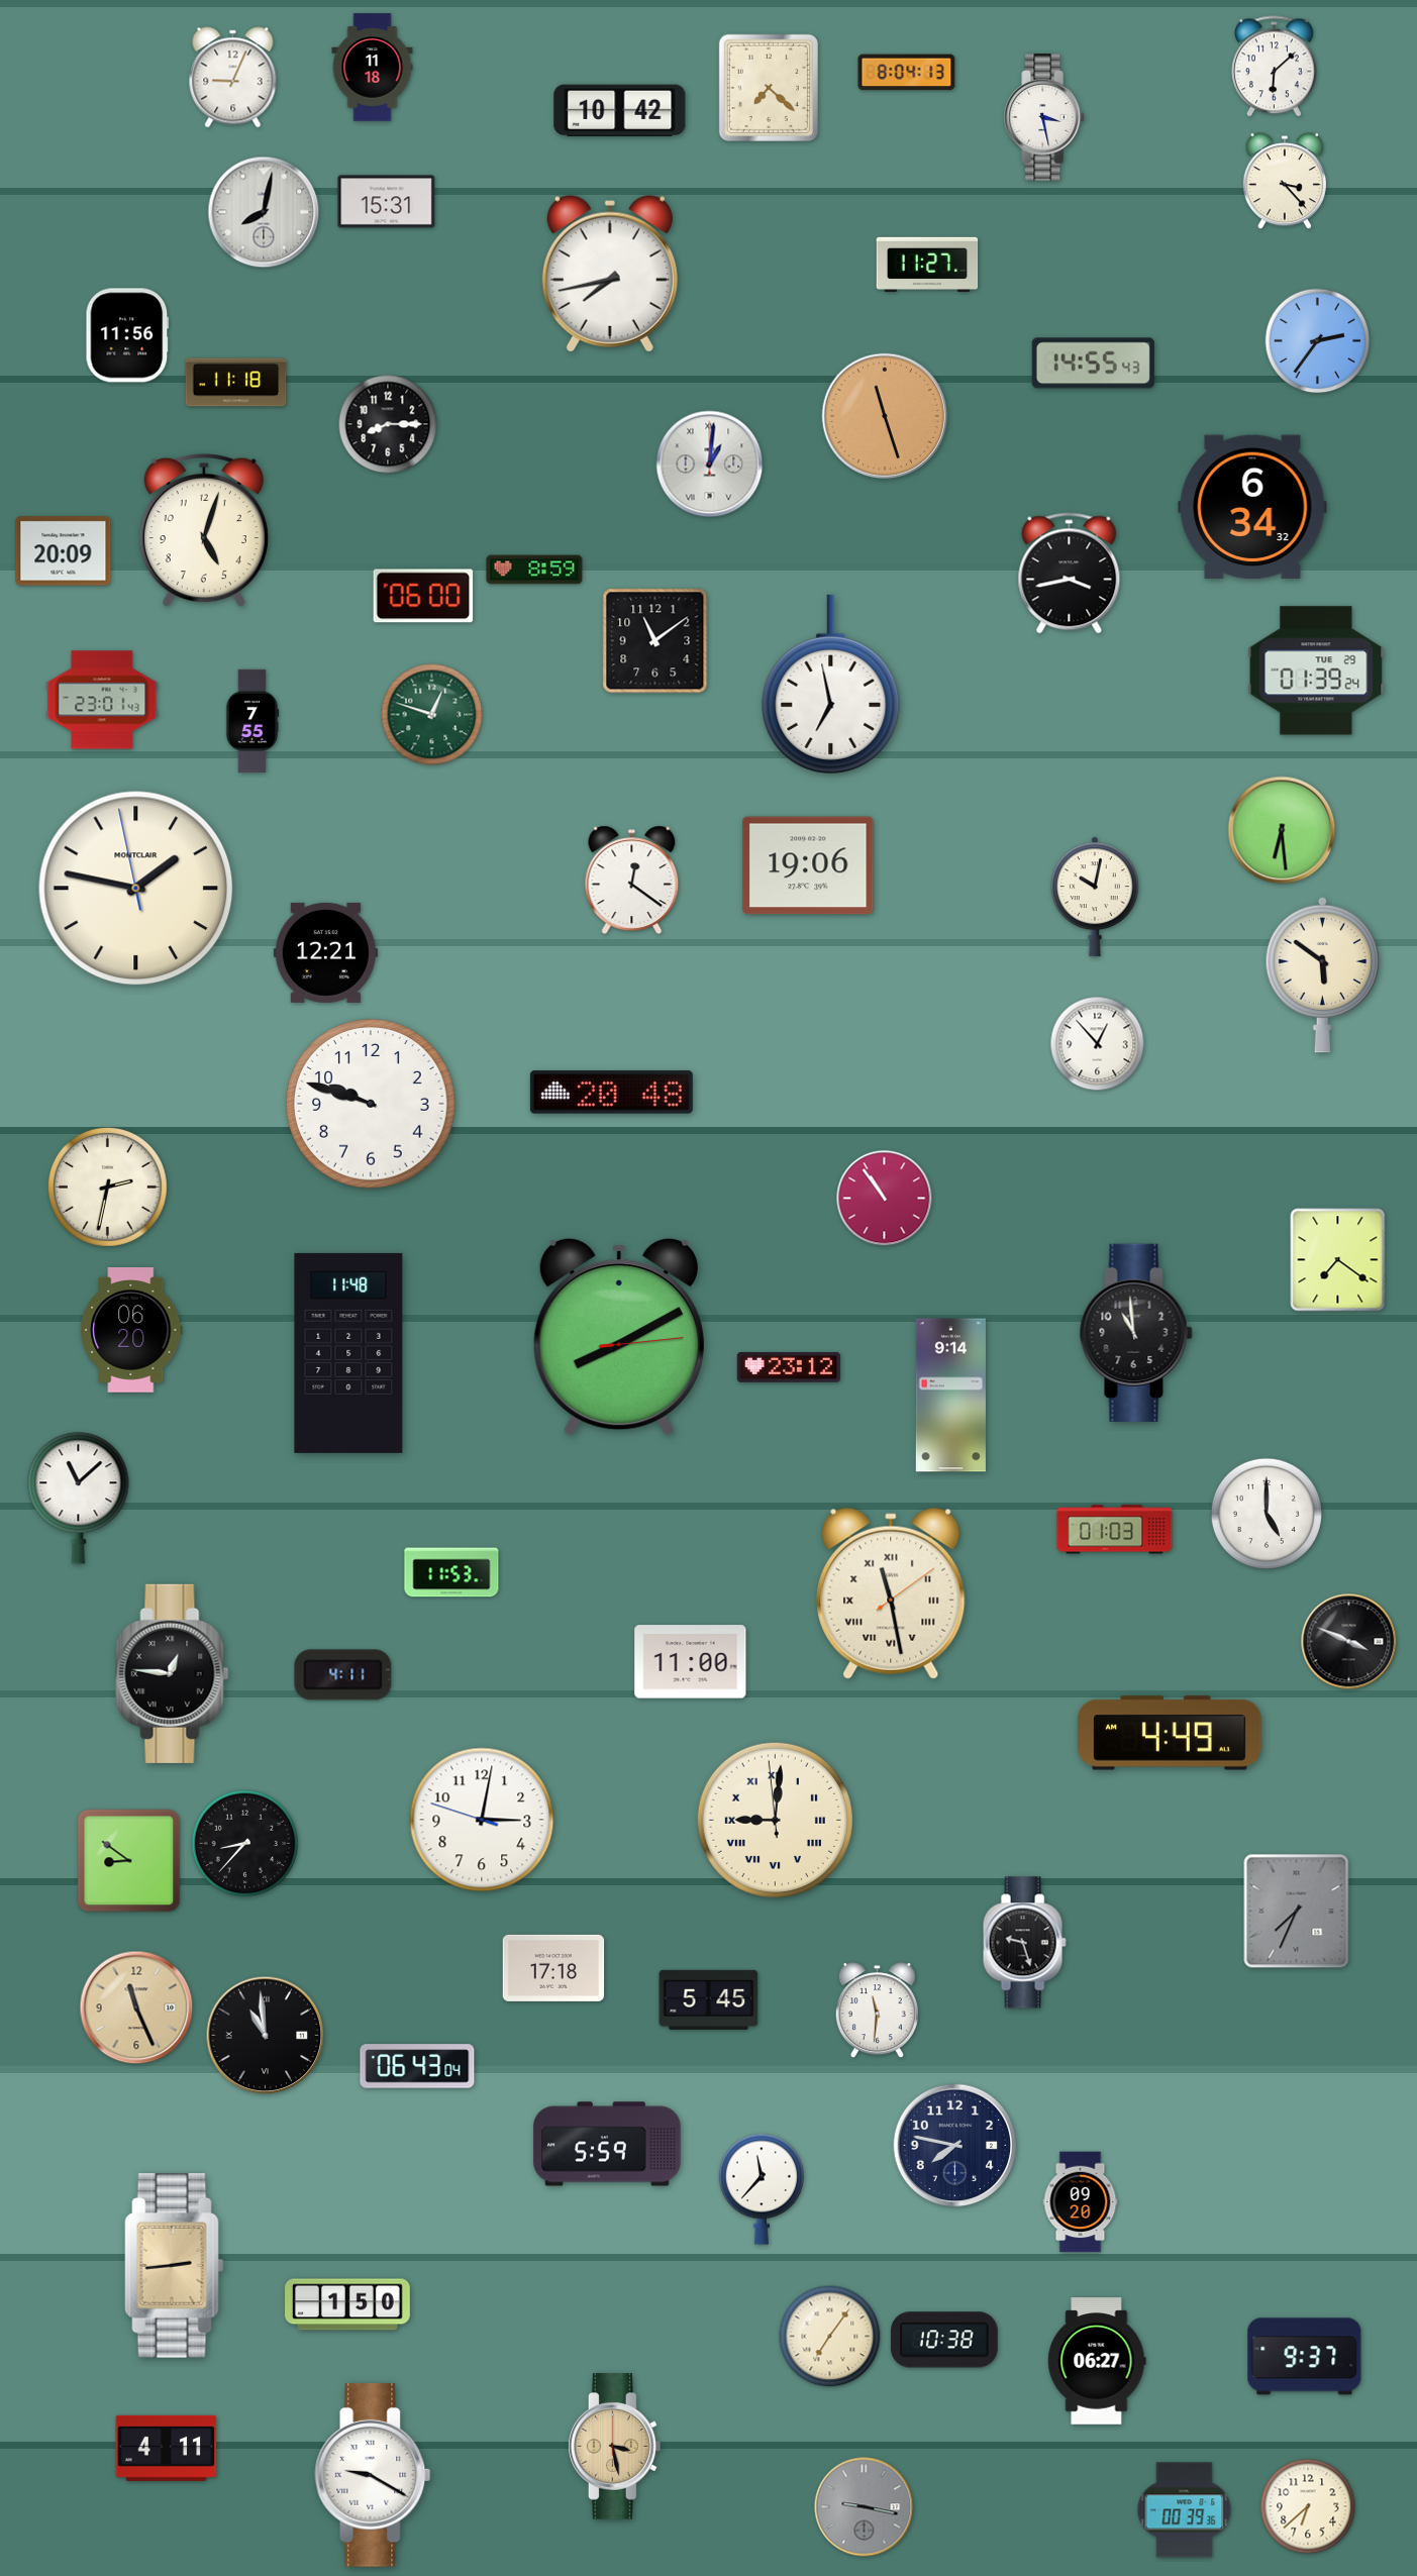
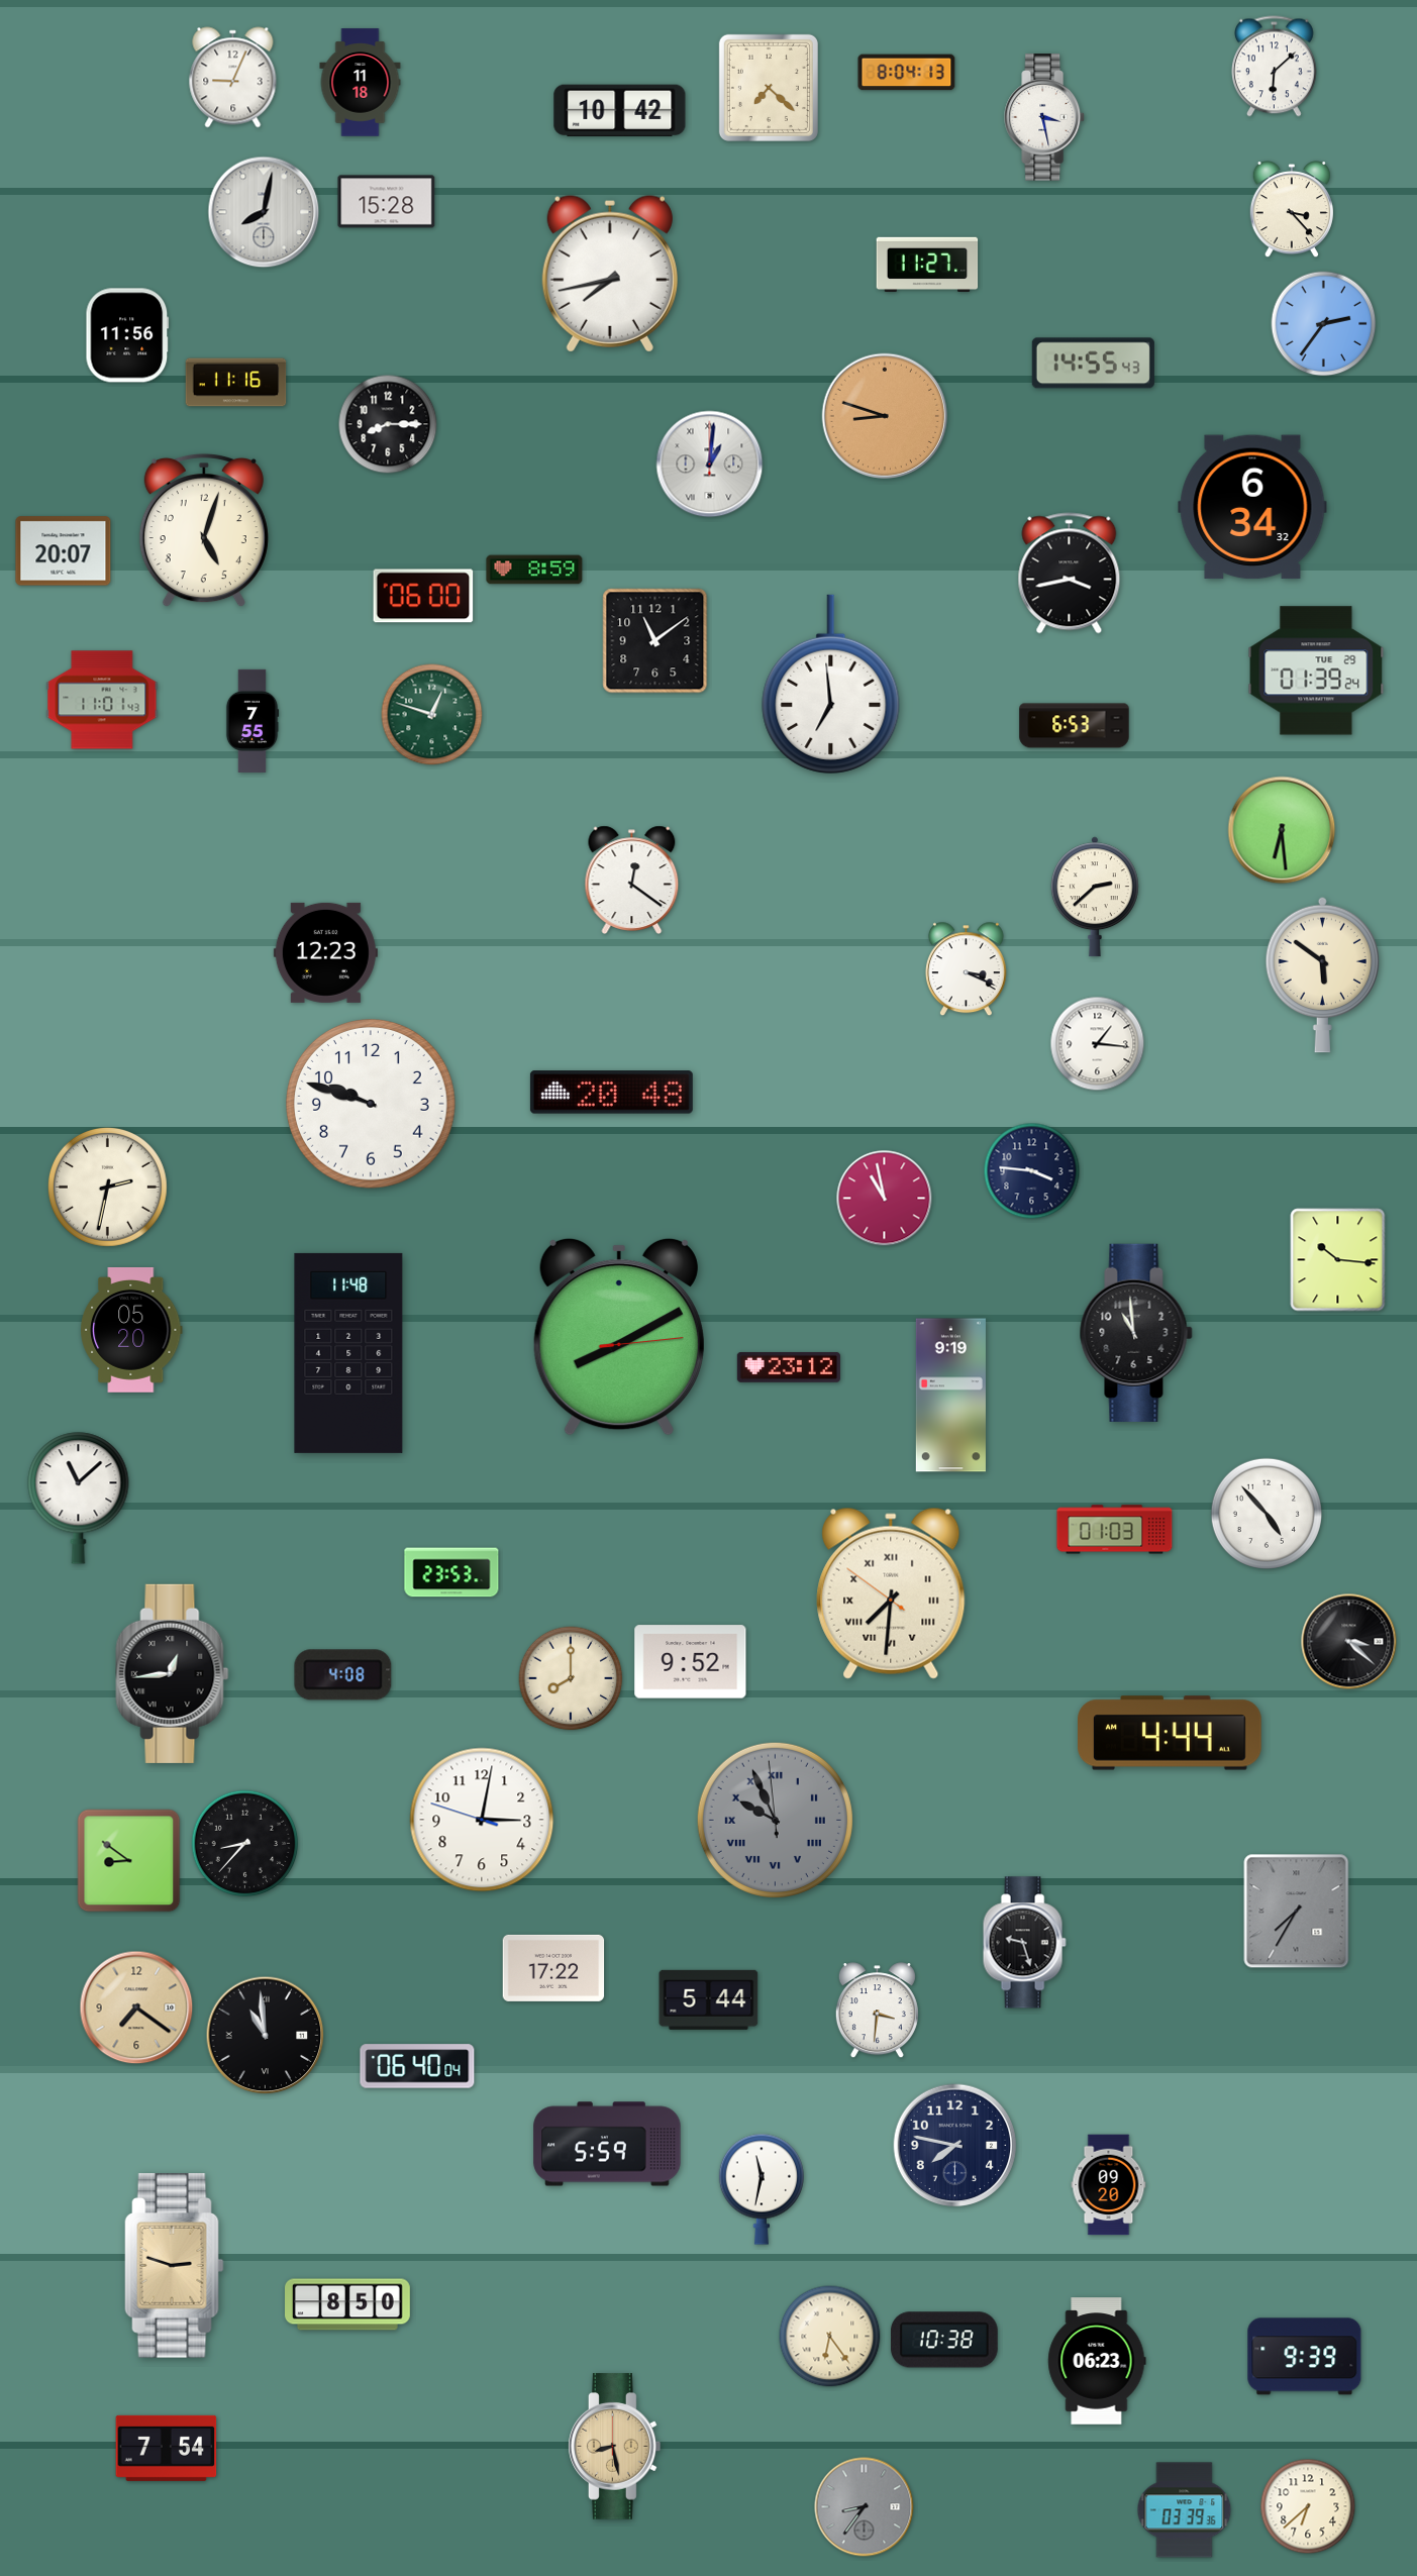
clock at (373, 68) position: (373, 68) -> (361, 83)
clock at (1285, 182) position: (1285, 182) -> (1292, 210)
clock at (387, 202): 15:31 -> 15:28
clock at (1318, 341) position: (1318, 341) -> (1324, 324)
clock at (236, 383): 11:18 -> 11:16
clock at (885, 416): 11:27 -> 8:48
clock at (64, 551): 20:09 -> 20:07
clock at (831, 684): 6:58 -> 6:59
clock at (102, 700): 23:01 -> 11:01
clock at (1075, 726): none -> 6:53
clock at (808, 865): 19:06 -> none
clock at (136, 889): 1:46 -> none
clock at (1095, 897): 10:02 -> 2:38
clock at (325, 952): 12:21 -> 12:23
clock at (966, 969): none -> 3:19
clock at (1098, 1044): 12:53 -> 1:16
clock at (1032, 1171): none -> 3:46
clock at (885, 1199): 10:54 -> 10:58
clock at (1338, 1260): 7:21 -> 10:16
clock at (132, 1330): 06:20 -> 05:20
clock at (950, 1396): 9:14 -> 9:19
clock at (1267, 1514): 5:00 -> 4:53
clock at (451, 1572): 11:53 -> 23:53
clock at (891, 1593): 11:28 -> 7:30
clock at (1349, 1642): 3:49 -> 3:22
clock at (691, 1662): 11:00 -> 9:52
clock at (173, 1673): 12:46 -> 12:44
clock at (343, 1675): 4:11 -> 4:08
clock at (571, 1678): none -> 8:00
clock at (1171, 1733): 4:49 -> 4:44
clock at (775, 1820): 9:00 -> 9:55
clock at (775, 1820) dial: cream -> grey
clock at (1297, 1912): 7:34 -> 7:35
clock at (553, 1968): 17:18 -> 17:22
clock at (709, 1999): 5:45 -> 5:44
clock at (136, 2007): 11:26 -> 7:21
clock at (877, 2011): 11:31 -> 3:31
clock at (417, 2066): 06:43 -> 06:40
clock at (762, 2189): 11:37 -> 11:32
clock at (1081, 2202) position: (1081, 2202) -> (1109, 2185)
clock at (175, 2266): 2:44 -> 2:48
clock at (348, 2304): 1:50 -> 8:50
clock at (830, 2337): 7:06 -> 6:24
clock at (1305, 2357): 9:37 -> 9:39
clock at (1097, 2361): 06:27 -> 06:23
clock at (615, 2447): 3:28 -> 8:28
clock at (167, 2448): 4:11 -> 7:54
clock at (373, 2476): 9:20 -> none
clock at (865, 2507): 9:17 -> 8:36
clock at (1185, 2510): 00:39 -> 03:39
